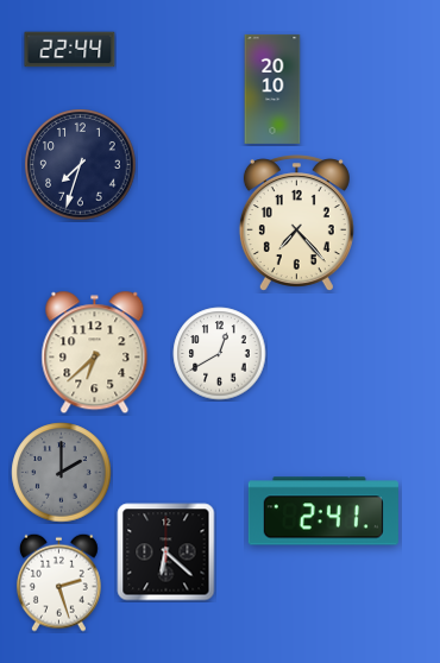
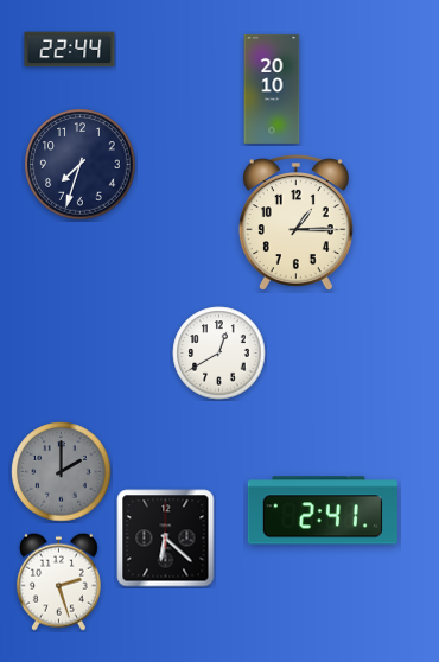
clock at (296, 222): 7:23 -> 1:15
clock at (95, 353): 6:38 -> none
clock at (166, 552) position: (166, 552) -> (166, 539)
